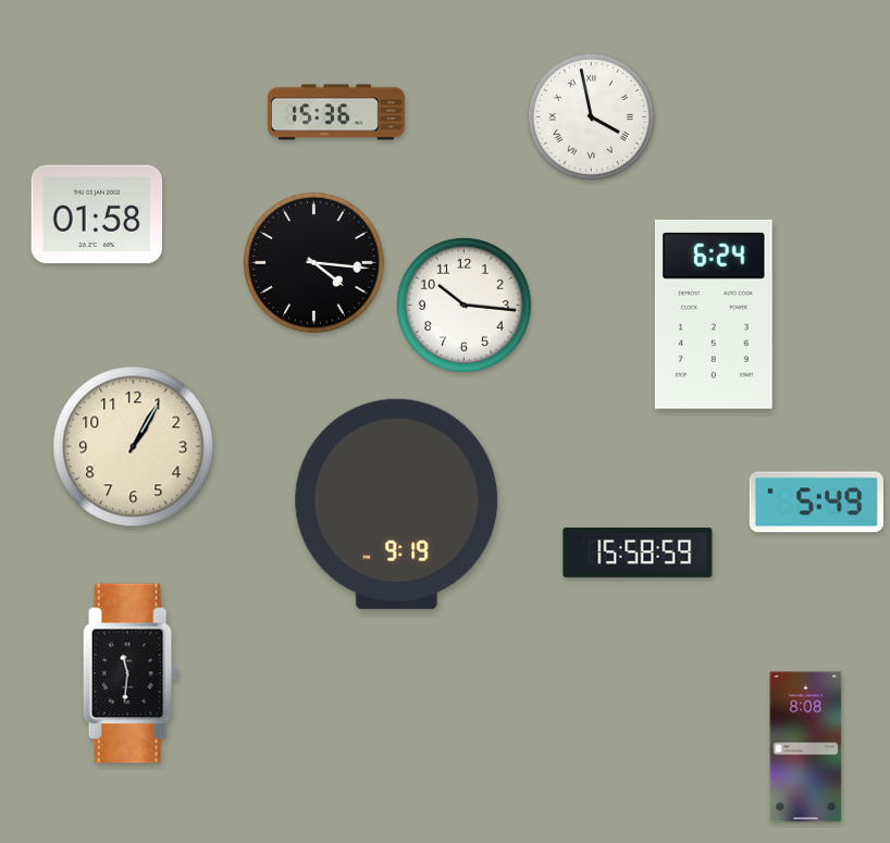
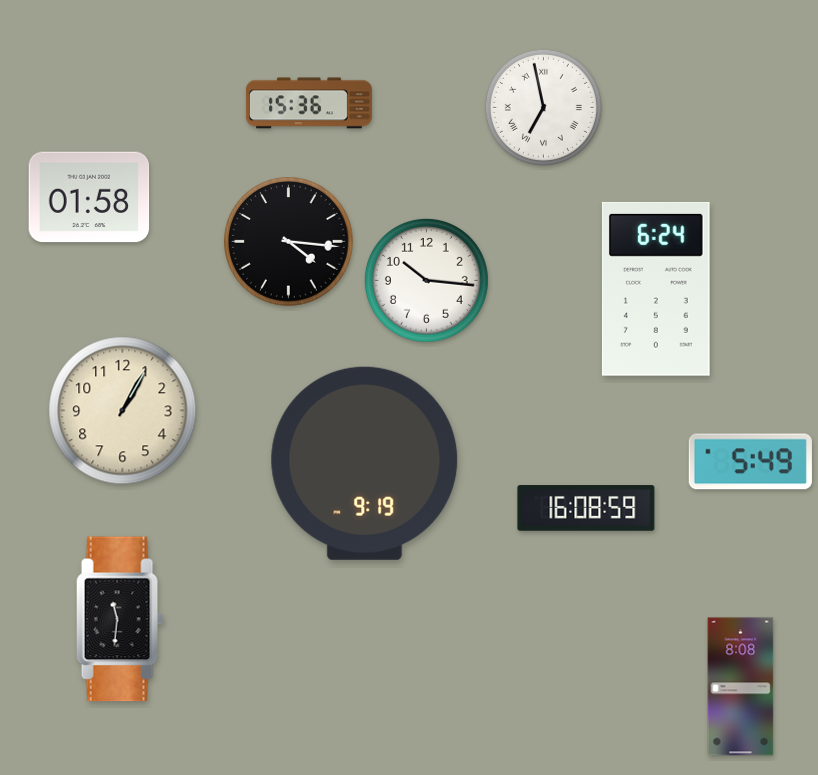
clock at (591, 116): 3:58 -> 6:58
clock at (638, 553): 15:58 -> 16:08
